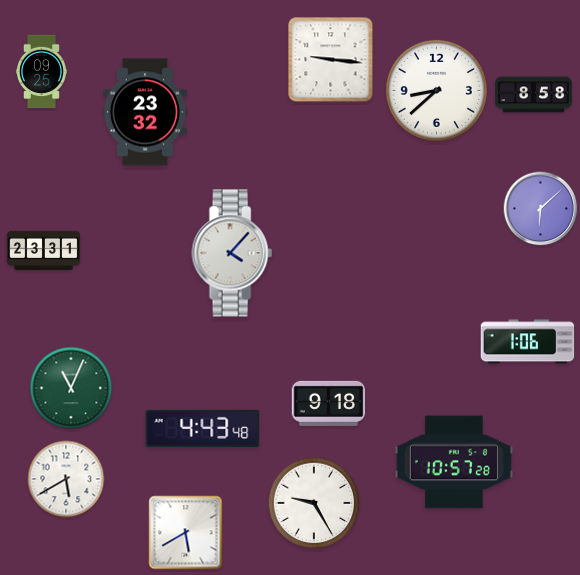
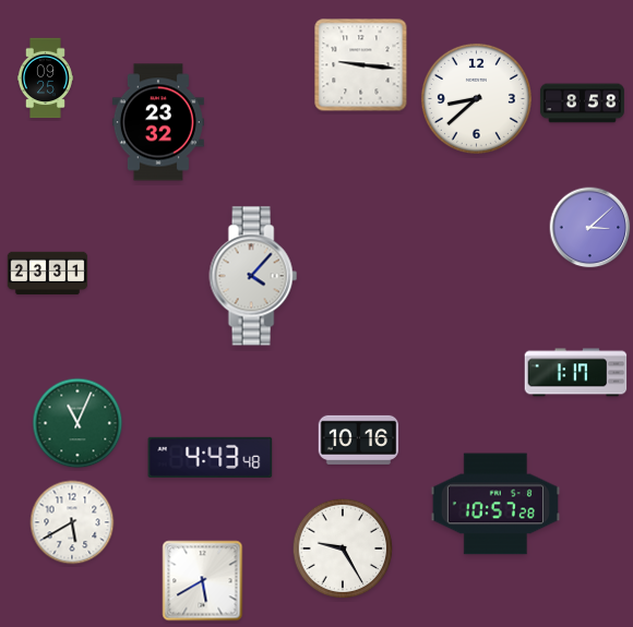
clock at (541, 209): 6:08 -> 3:08
clock at (528, 342): 1:06 -> 1:17
clock at (329, 403): 9:18 -> 10:16
clock at (203, 428) position: (203, 428) -> (211, 457)
